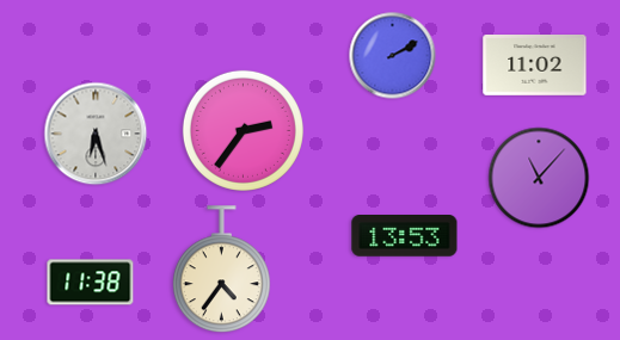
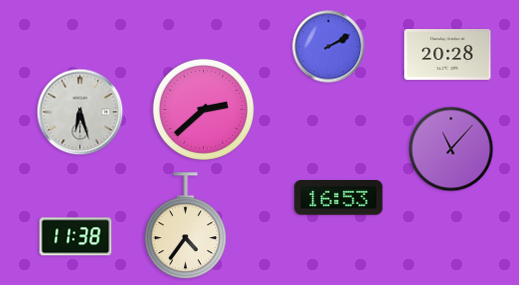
clock at (535, 66): 11:02 -> 20:28
clock at (243, 130): 2:36 -> 2:38
clock at (405, 236): 13:53 -> 16:53
